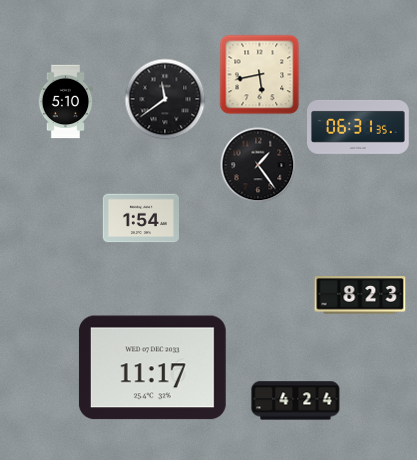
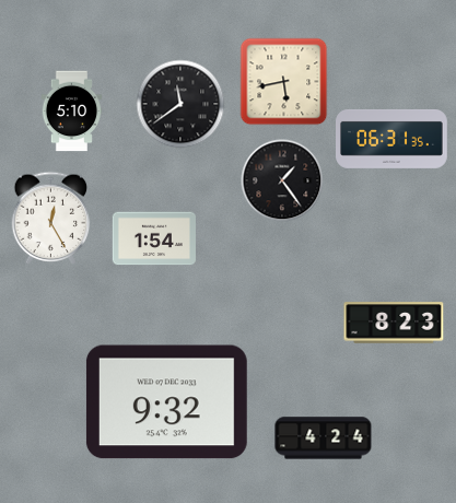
clock at (165, 99) position: (165, 99) -> (180, 104)
clock at (51, 218): none -> 12:25
clock at (152, 368): 11:17 -> 9:32
